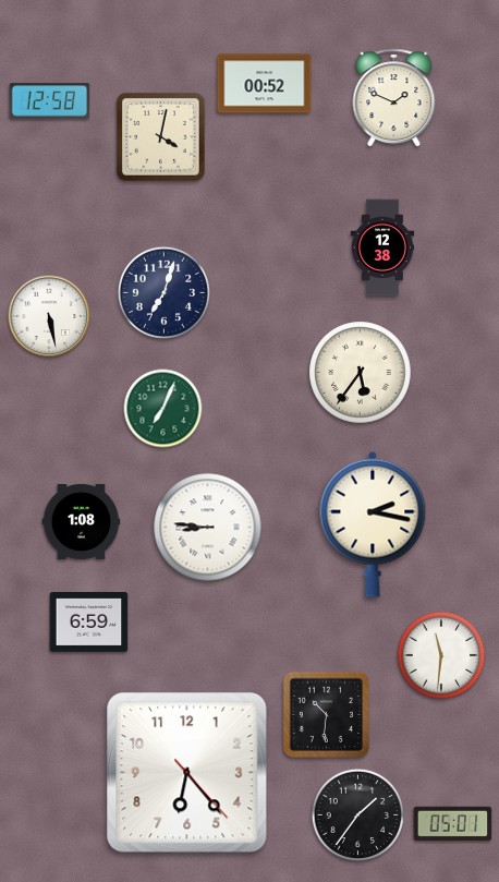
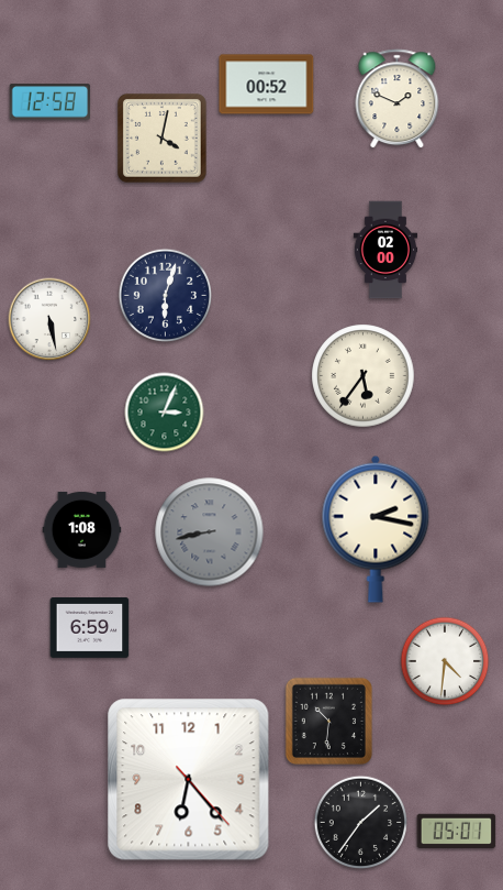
clock at (382, 247): 12:38 -> 02:00
clock at (165, 293): 7:03 -> 6:03
clock at (163, 409): 7:04 -> 3:04
clock at (82, 521) position: (82, 521) -> (82, 529)
clock at (208, 528): 8:46 -> 8:43
clock at (208, 528) dial: white -> grey
clock at (441, 655): 11:31 -> 4:31
